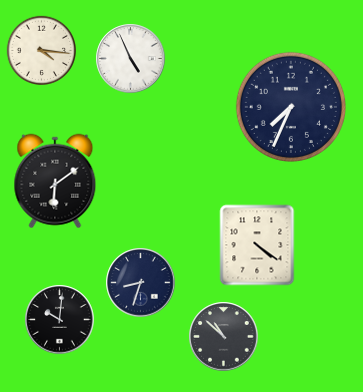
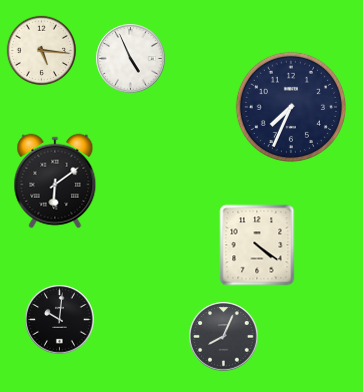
clock at (41, 50): 4:16 -> 5:16
clock at (141, 283): 8:33 -> none
clock at (224, 337): 10:52 -> 8:04
